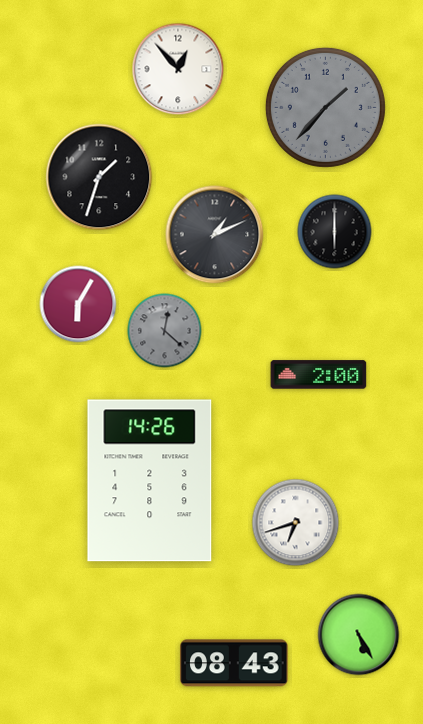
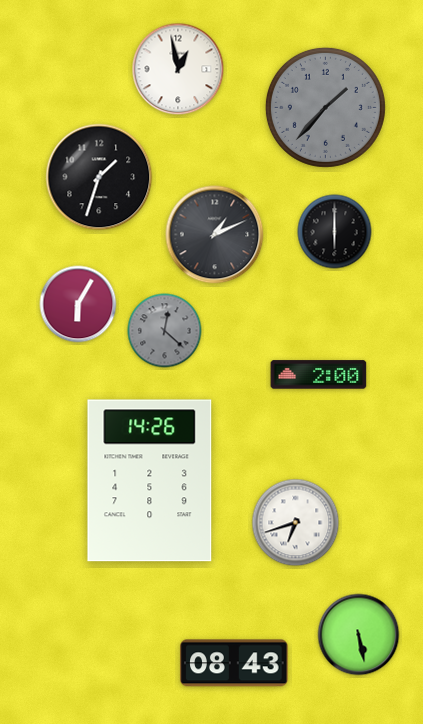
clock at (178, 69): 12:53 -> 12:58
clock at (359, 635): 5:25 -> 5:28
